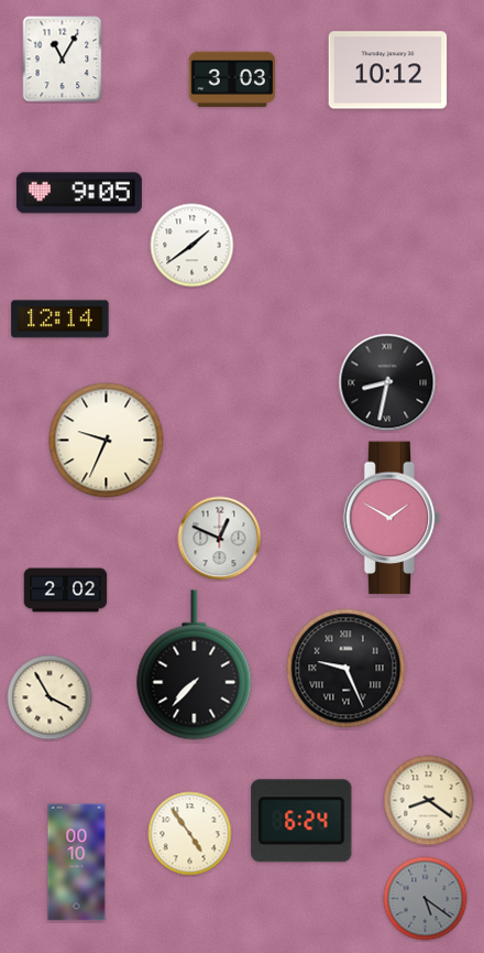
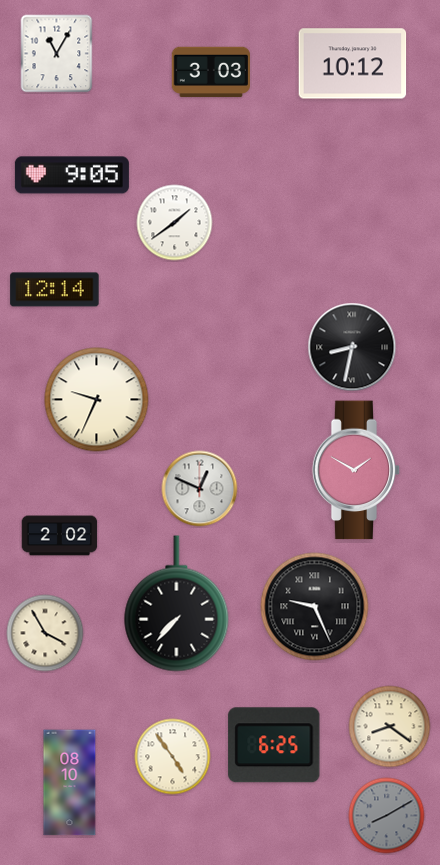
clock at (301, 821): 6:24 -> 6:25
clock at (77, 863): 00:10 -> 08:10
clock at (426, 899): 5:21 -> 8:10
